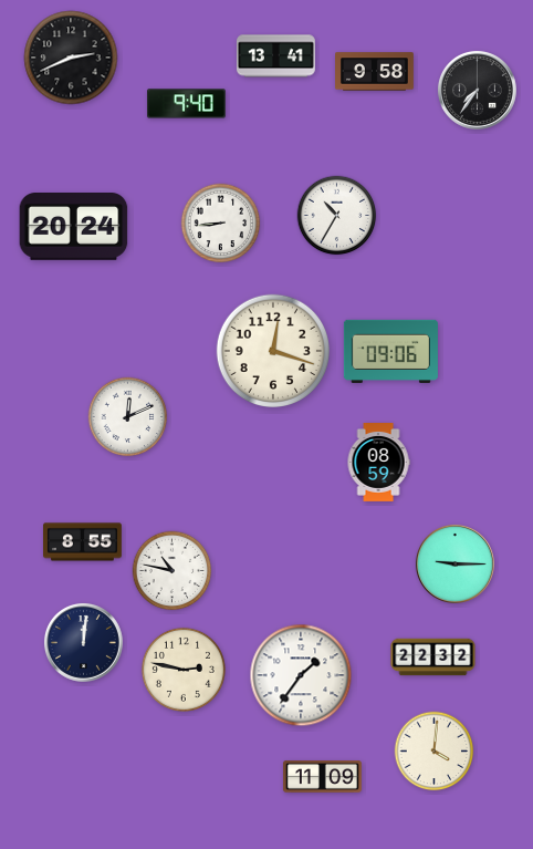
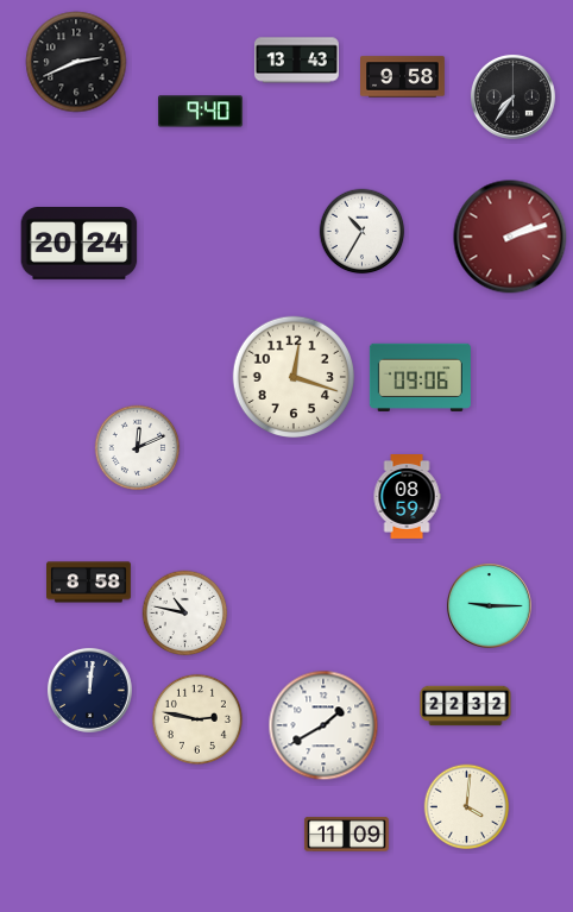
clock at (276, 56): 13:41 -> 13:43
clock at (510, 237): none -> 2:12
clock at (221, 224): 8:44 -> none
clock at (83, 542): 8:55 -> 8:58
clock at (301, 675): 1:36 -> 1:40
